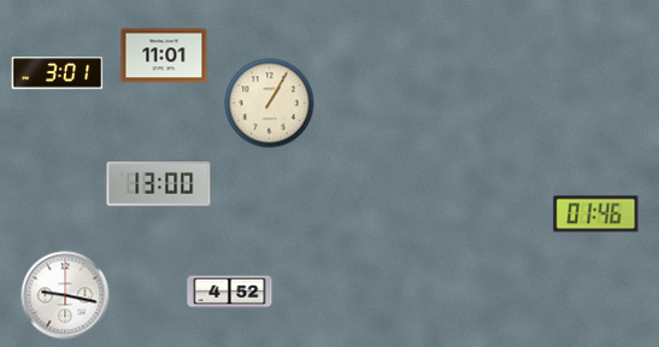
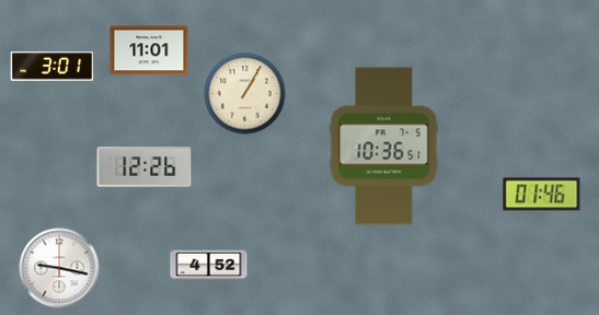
clock at (384, 147): none -> 10:36
clock at (159, 184): 13:00 -> 12:26
